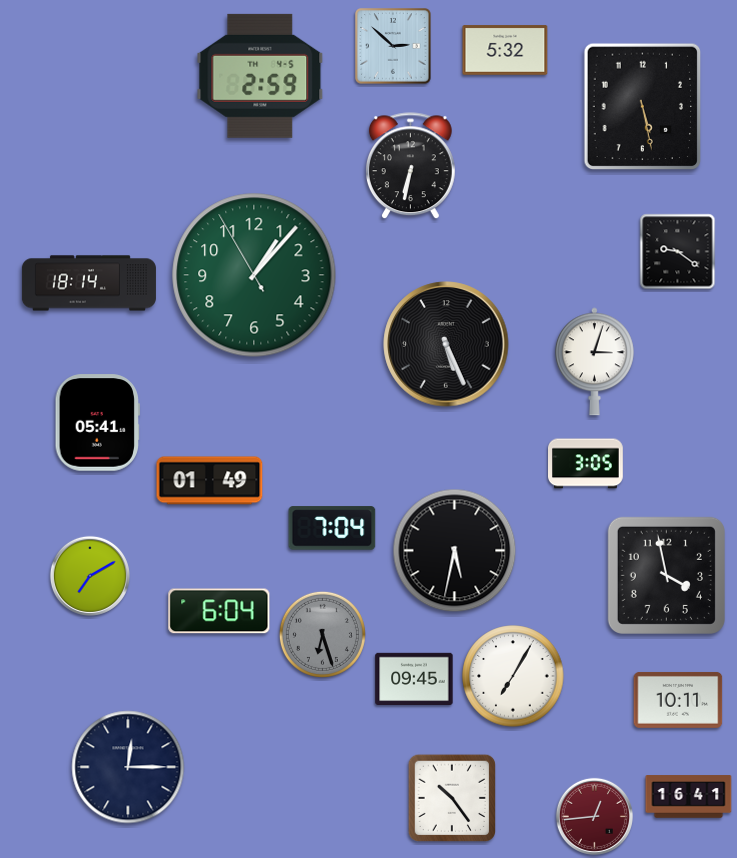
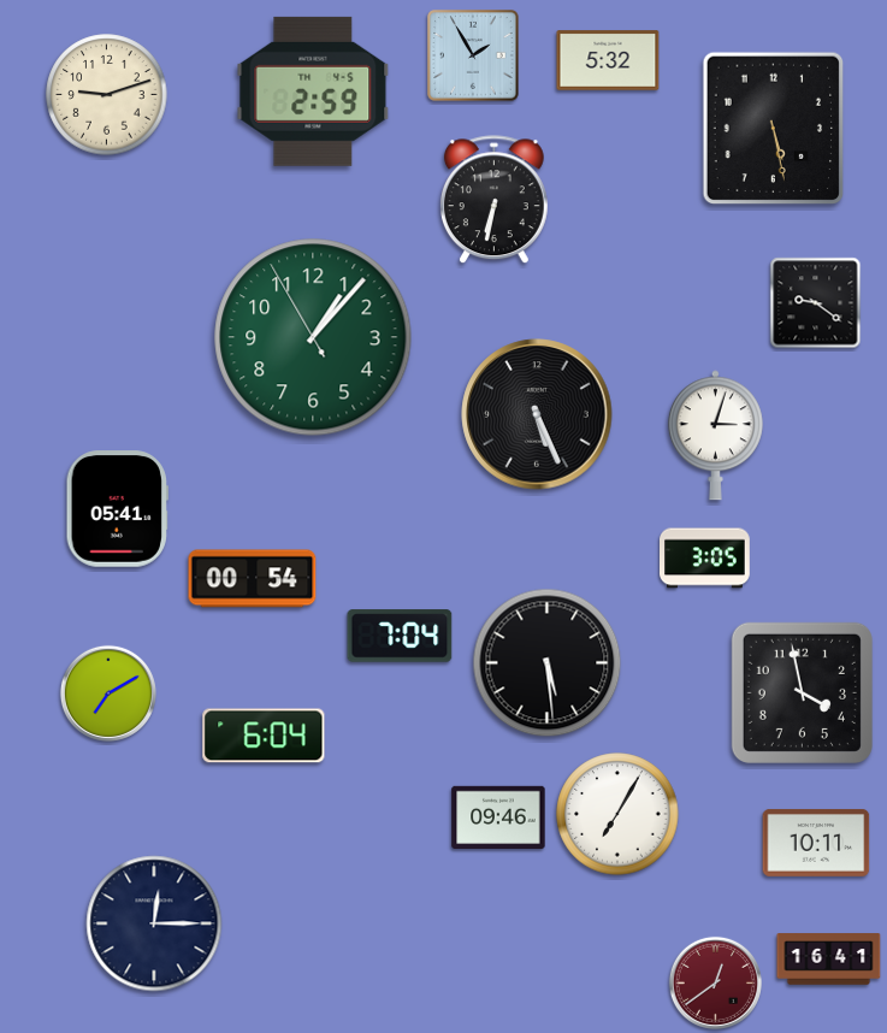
clock at (393, 46): 2:52 -> 1:55
clock at (107, 95): none -> 9:12
clock at (254, 275) position: (254, 275) -> (313, 337)
clock at (89, 283): 18:14 -> none
clock at (210, 481): 01:49 -> 00:54
clock at (455, 551): 5:32 -> 5:29
clock at (322, 634): 6:27 -> none
clock at (414, 678): 09:45 -> 09:46
clock at (452, 798): 10:24 -> none
clock at (594, 816): 12:44 -> 12:39
